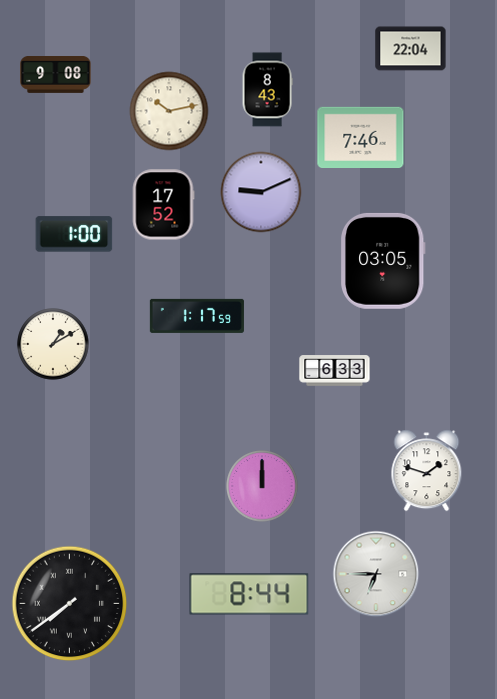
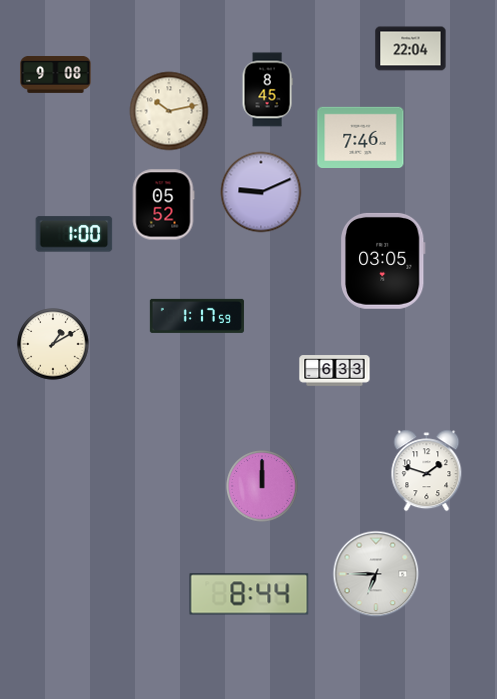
clock at (267, 90): 8:43 -> 8:45
clock at (163, 205): 17:52 -> 05:52
clock at (70, 604): 7:39 -> none
